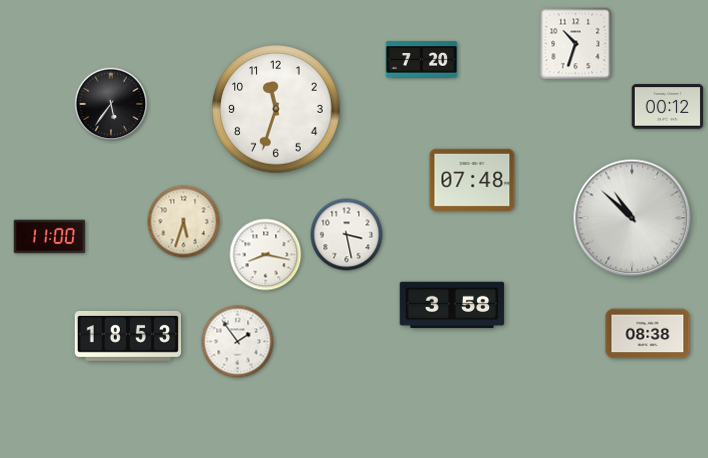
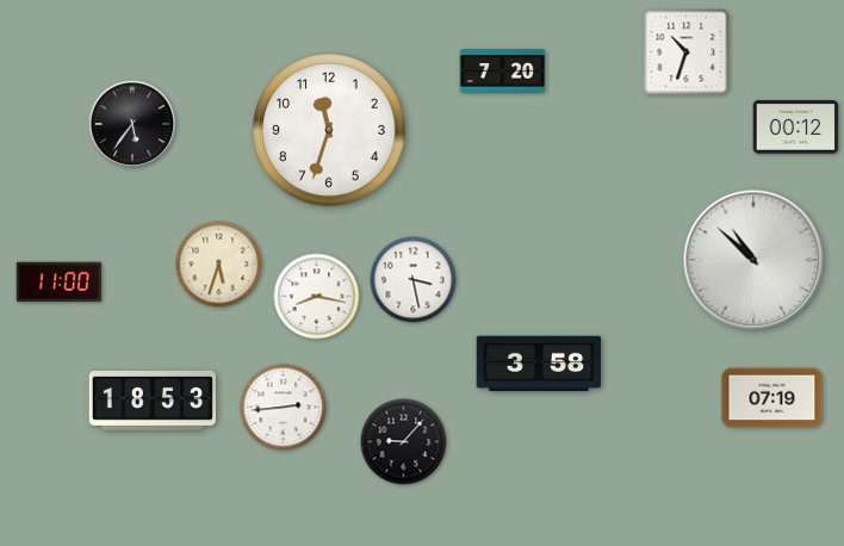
clock at (472, 180): 07:48 -> none
clock at (266, 255) position: (266, 255) -> (317, 297)
clock at (648, 334): 08:38 -> 07:19
clock at (238, 342): 1:54 -> 2:44
clock at (404, 442): none -> 9:07
